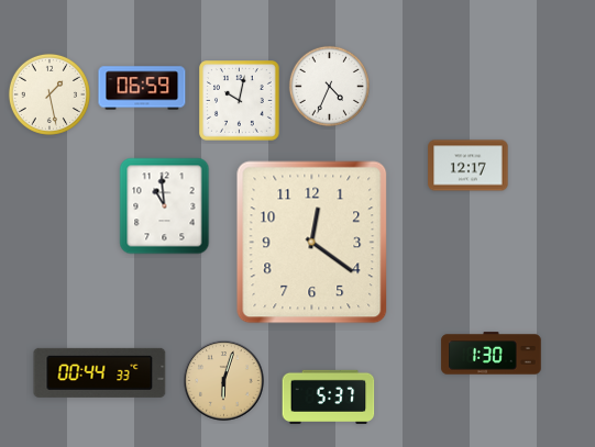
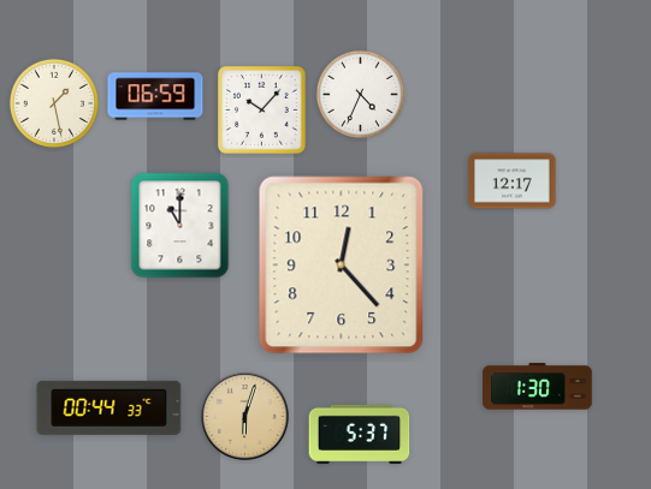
clock at (240, 101): 10:02 -> 10:07
clock at (165, 206): 10:59 -> 11:00
clock at (312, 243): 12:21 -> 12:23
